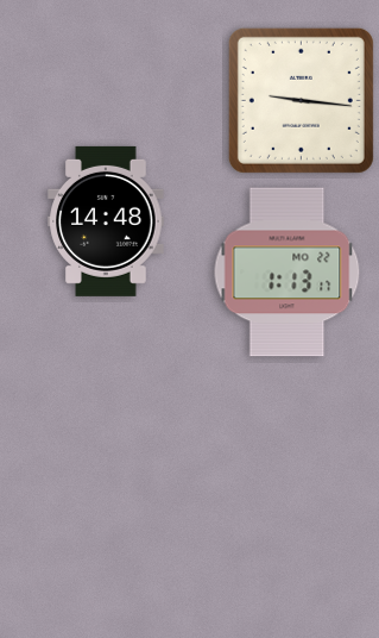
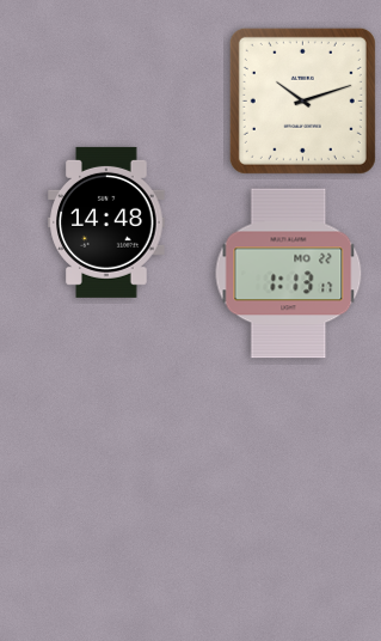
clock at (301, 100): 9:16 -> 10:12
